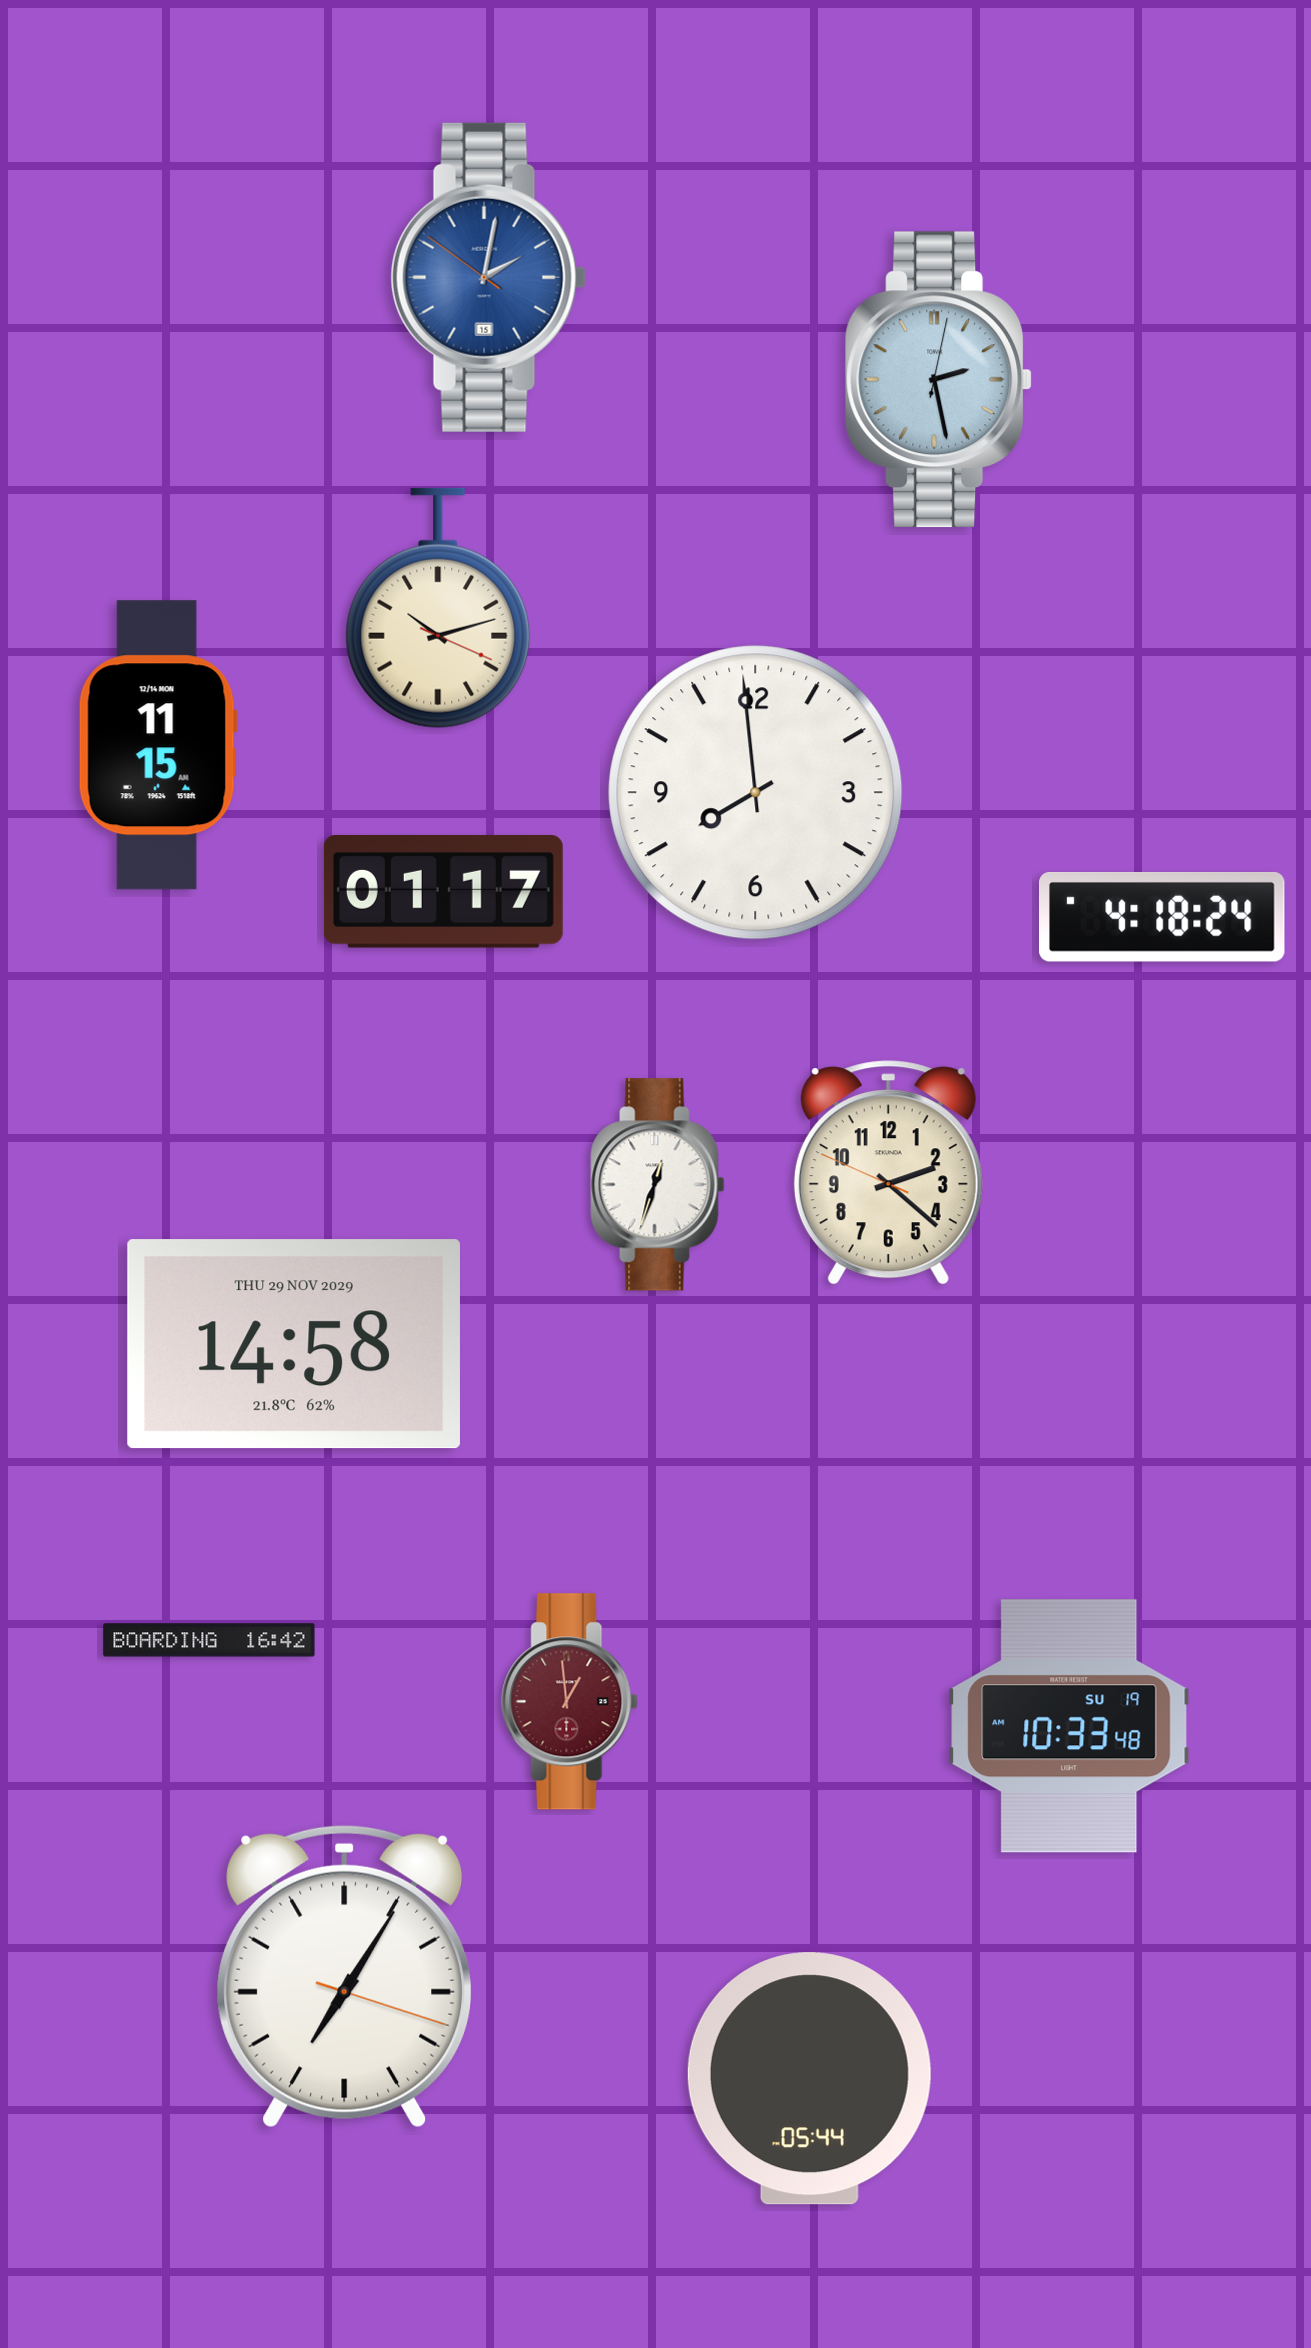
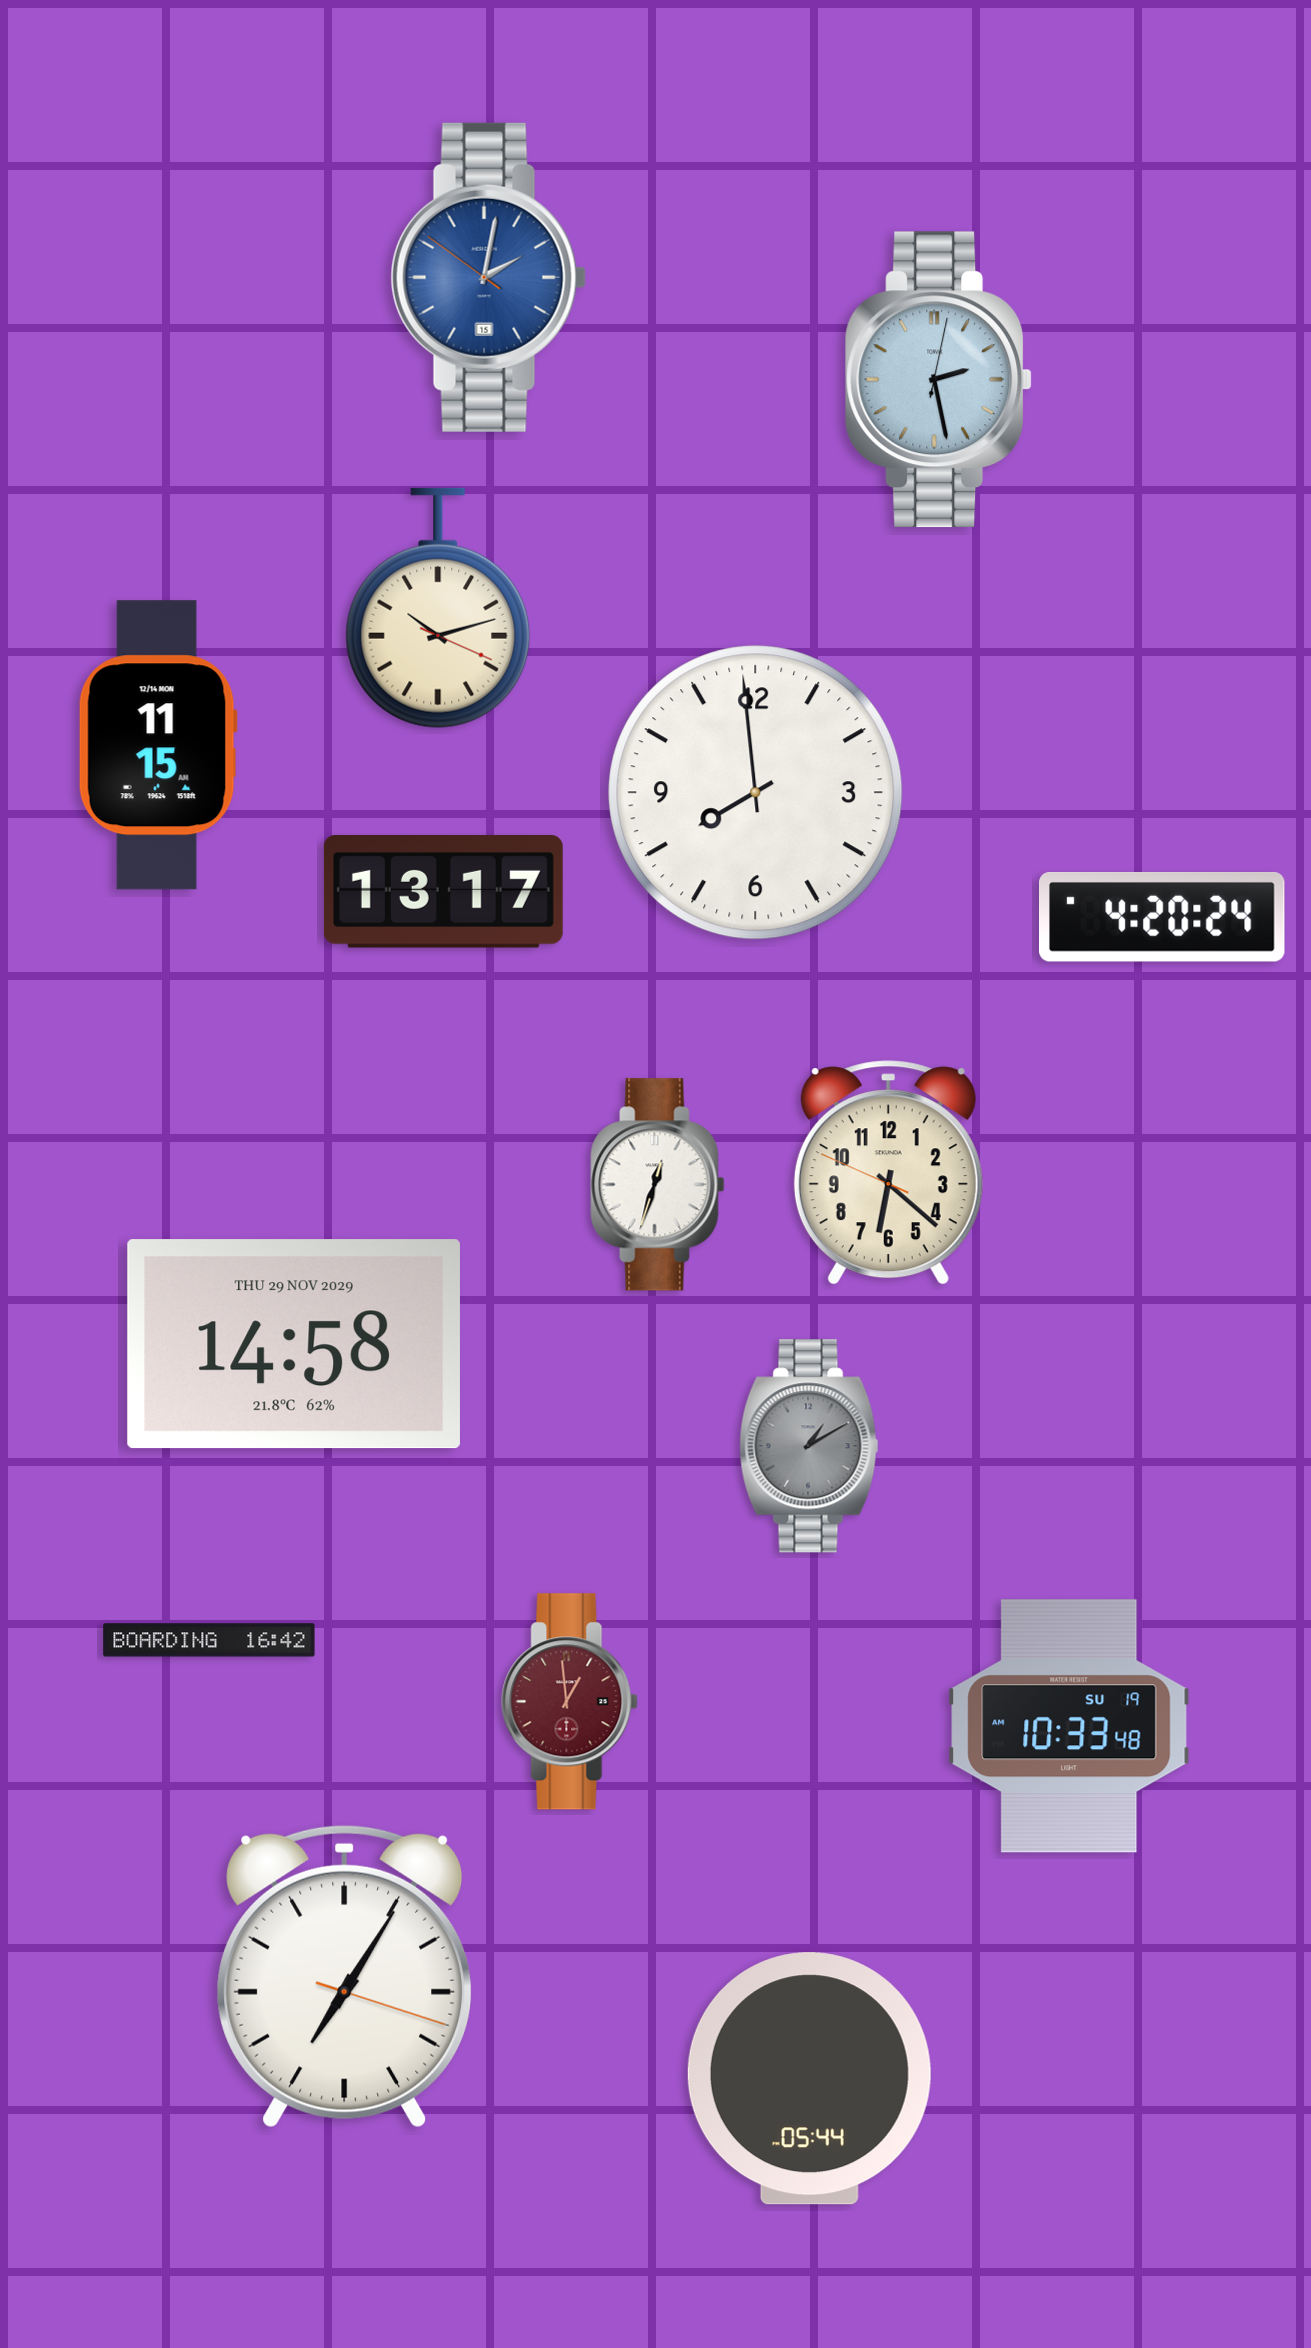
clock at (443, 892): 01:17 -> 13:17
clock at (1163, 917): 4:18 -> 4:20
clock at (888, 1173): 2:21 -> 6:21
clock at (809, 1446): none -> 1:10
